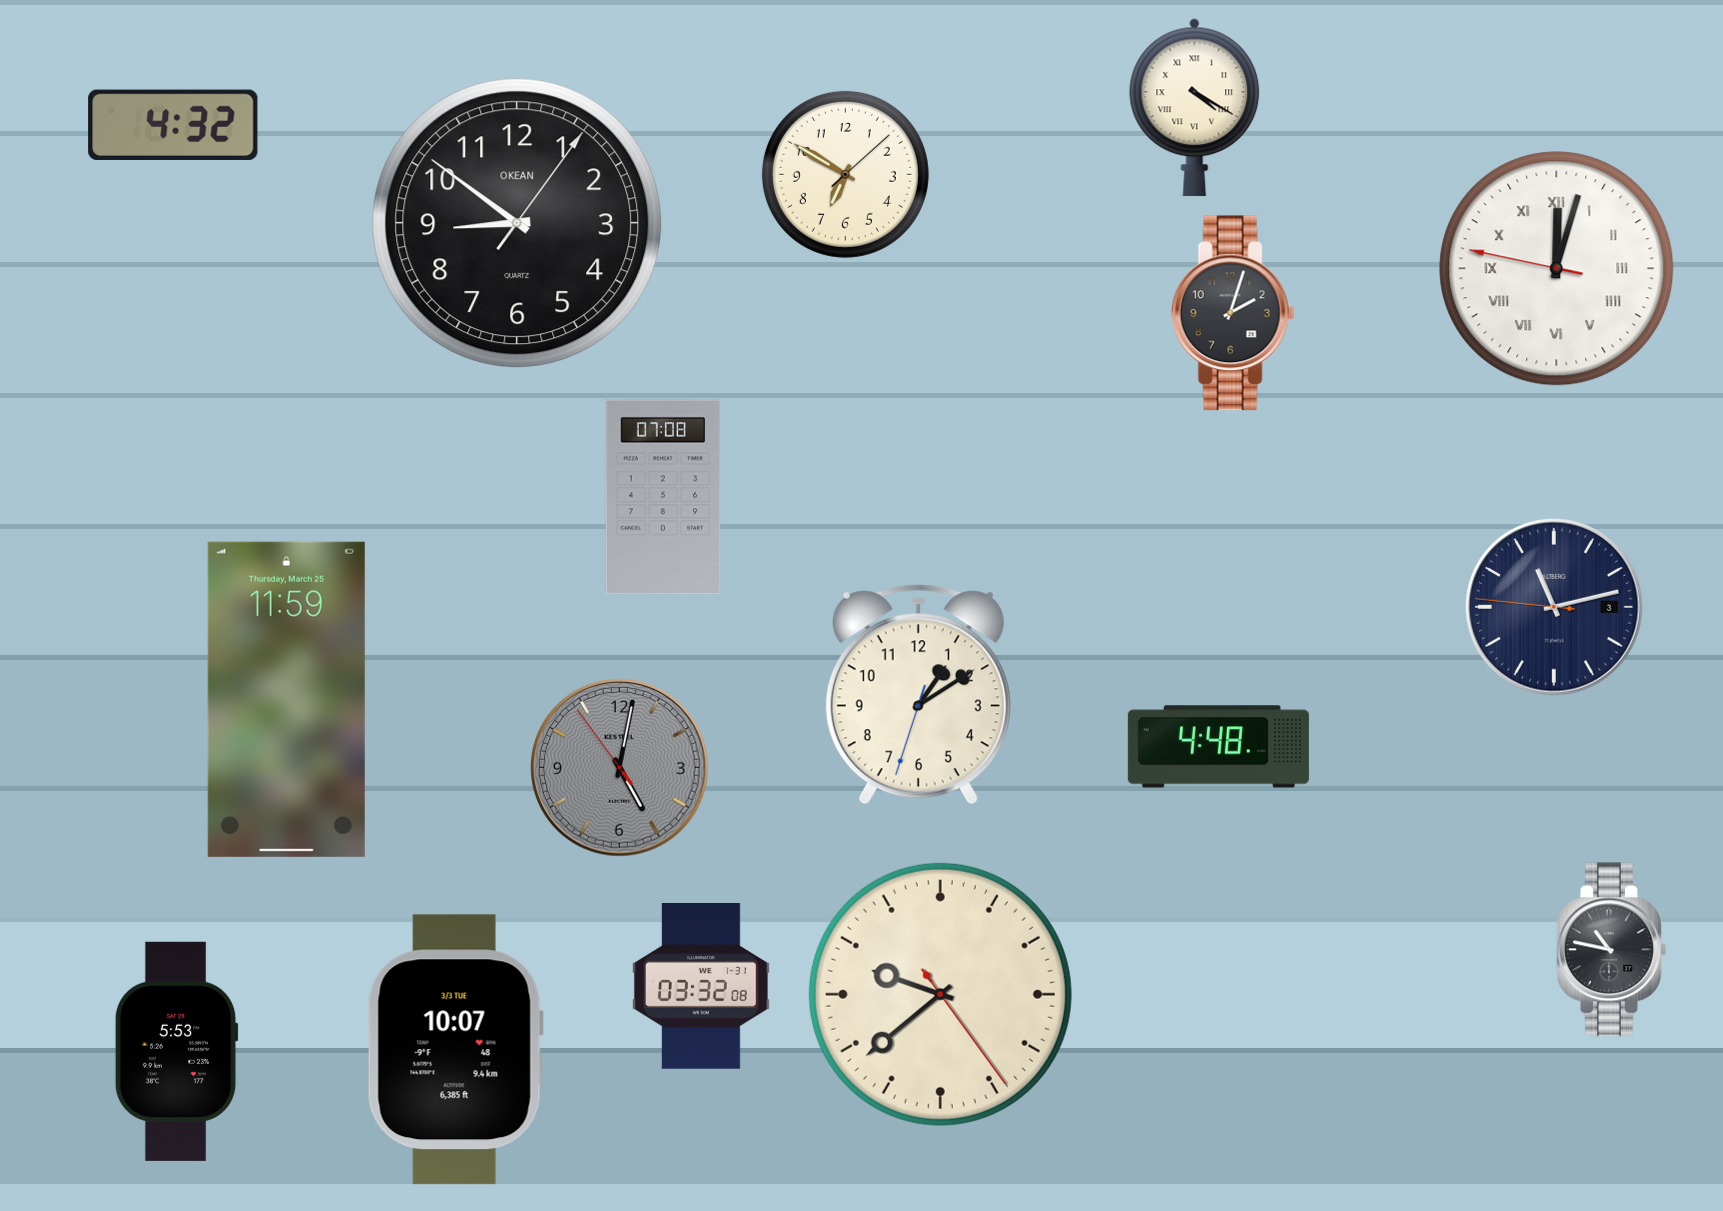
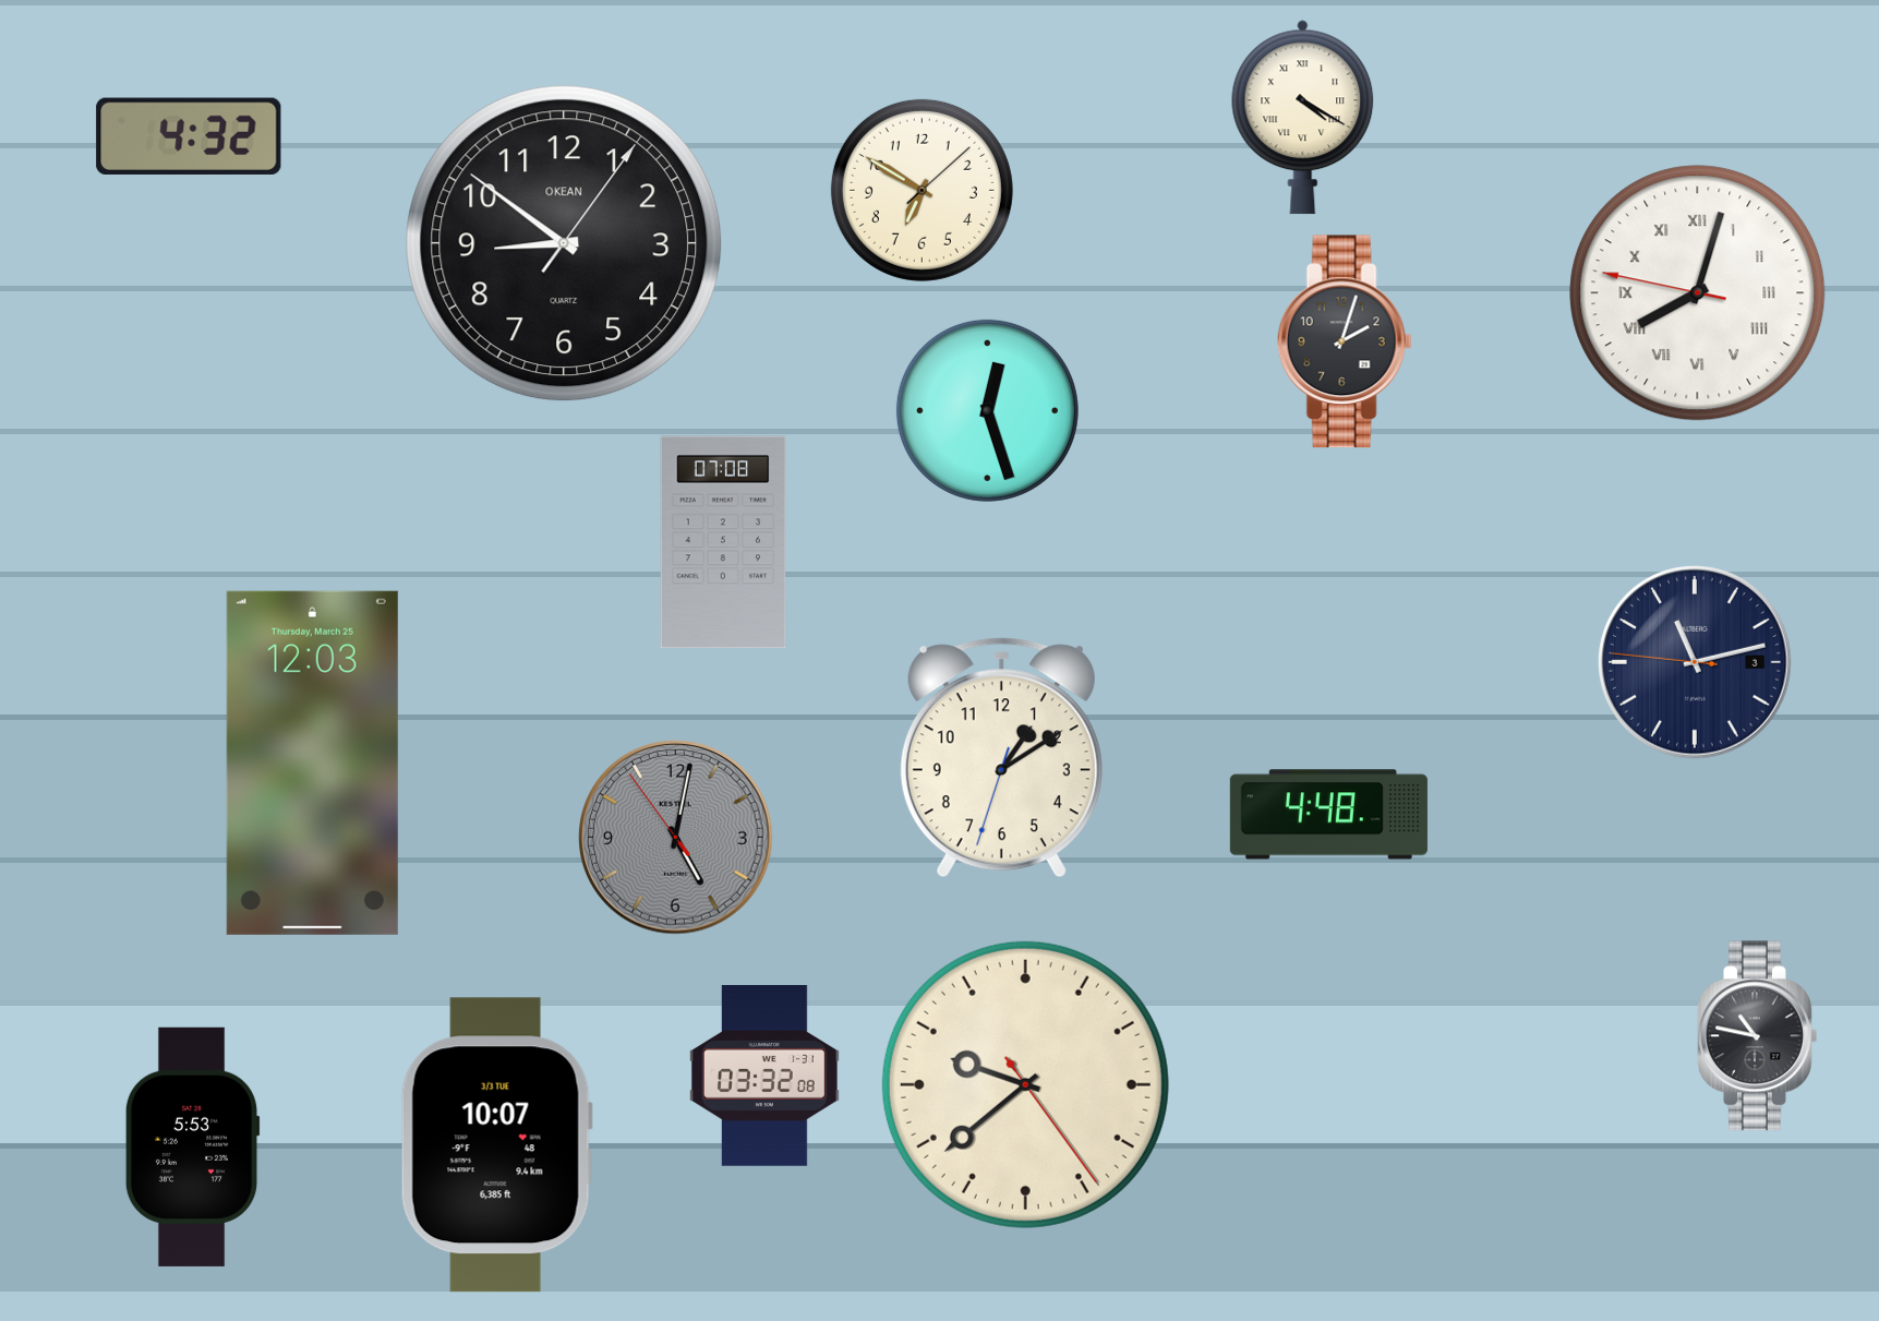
clock at (1557, 269): 12:02 -> 8:02
clock at (987, 410): none -> 12:27
clock at (286, 699): 11:59 -> 12:03
